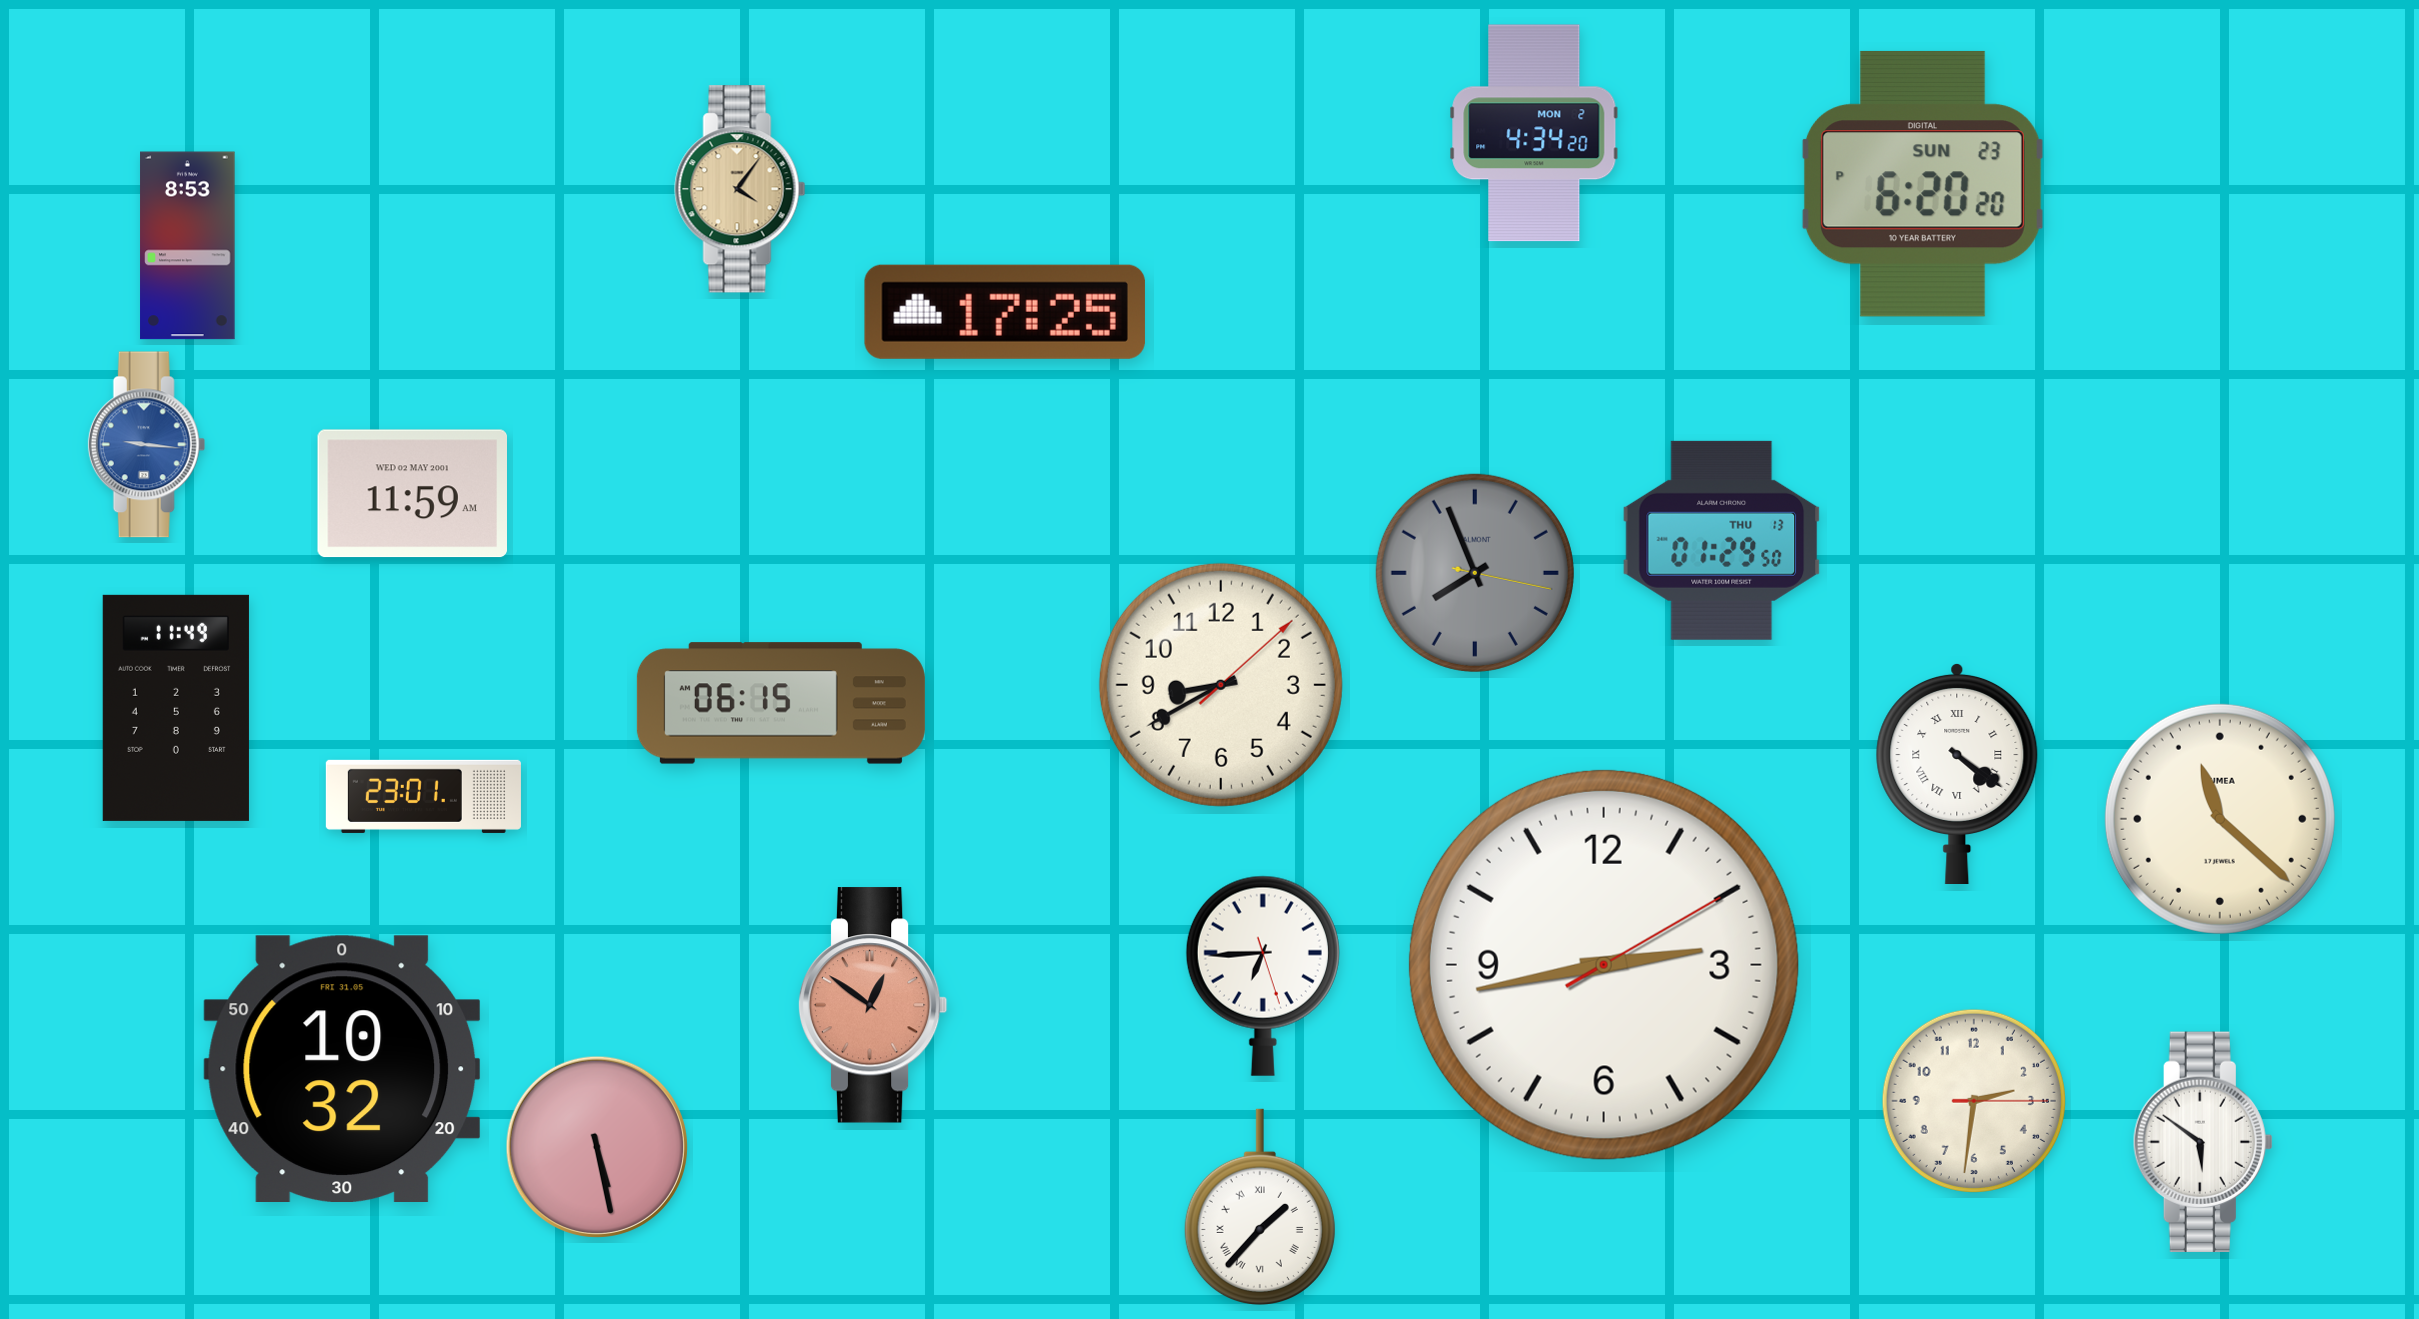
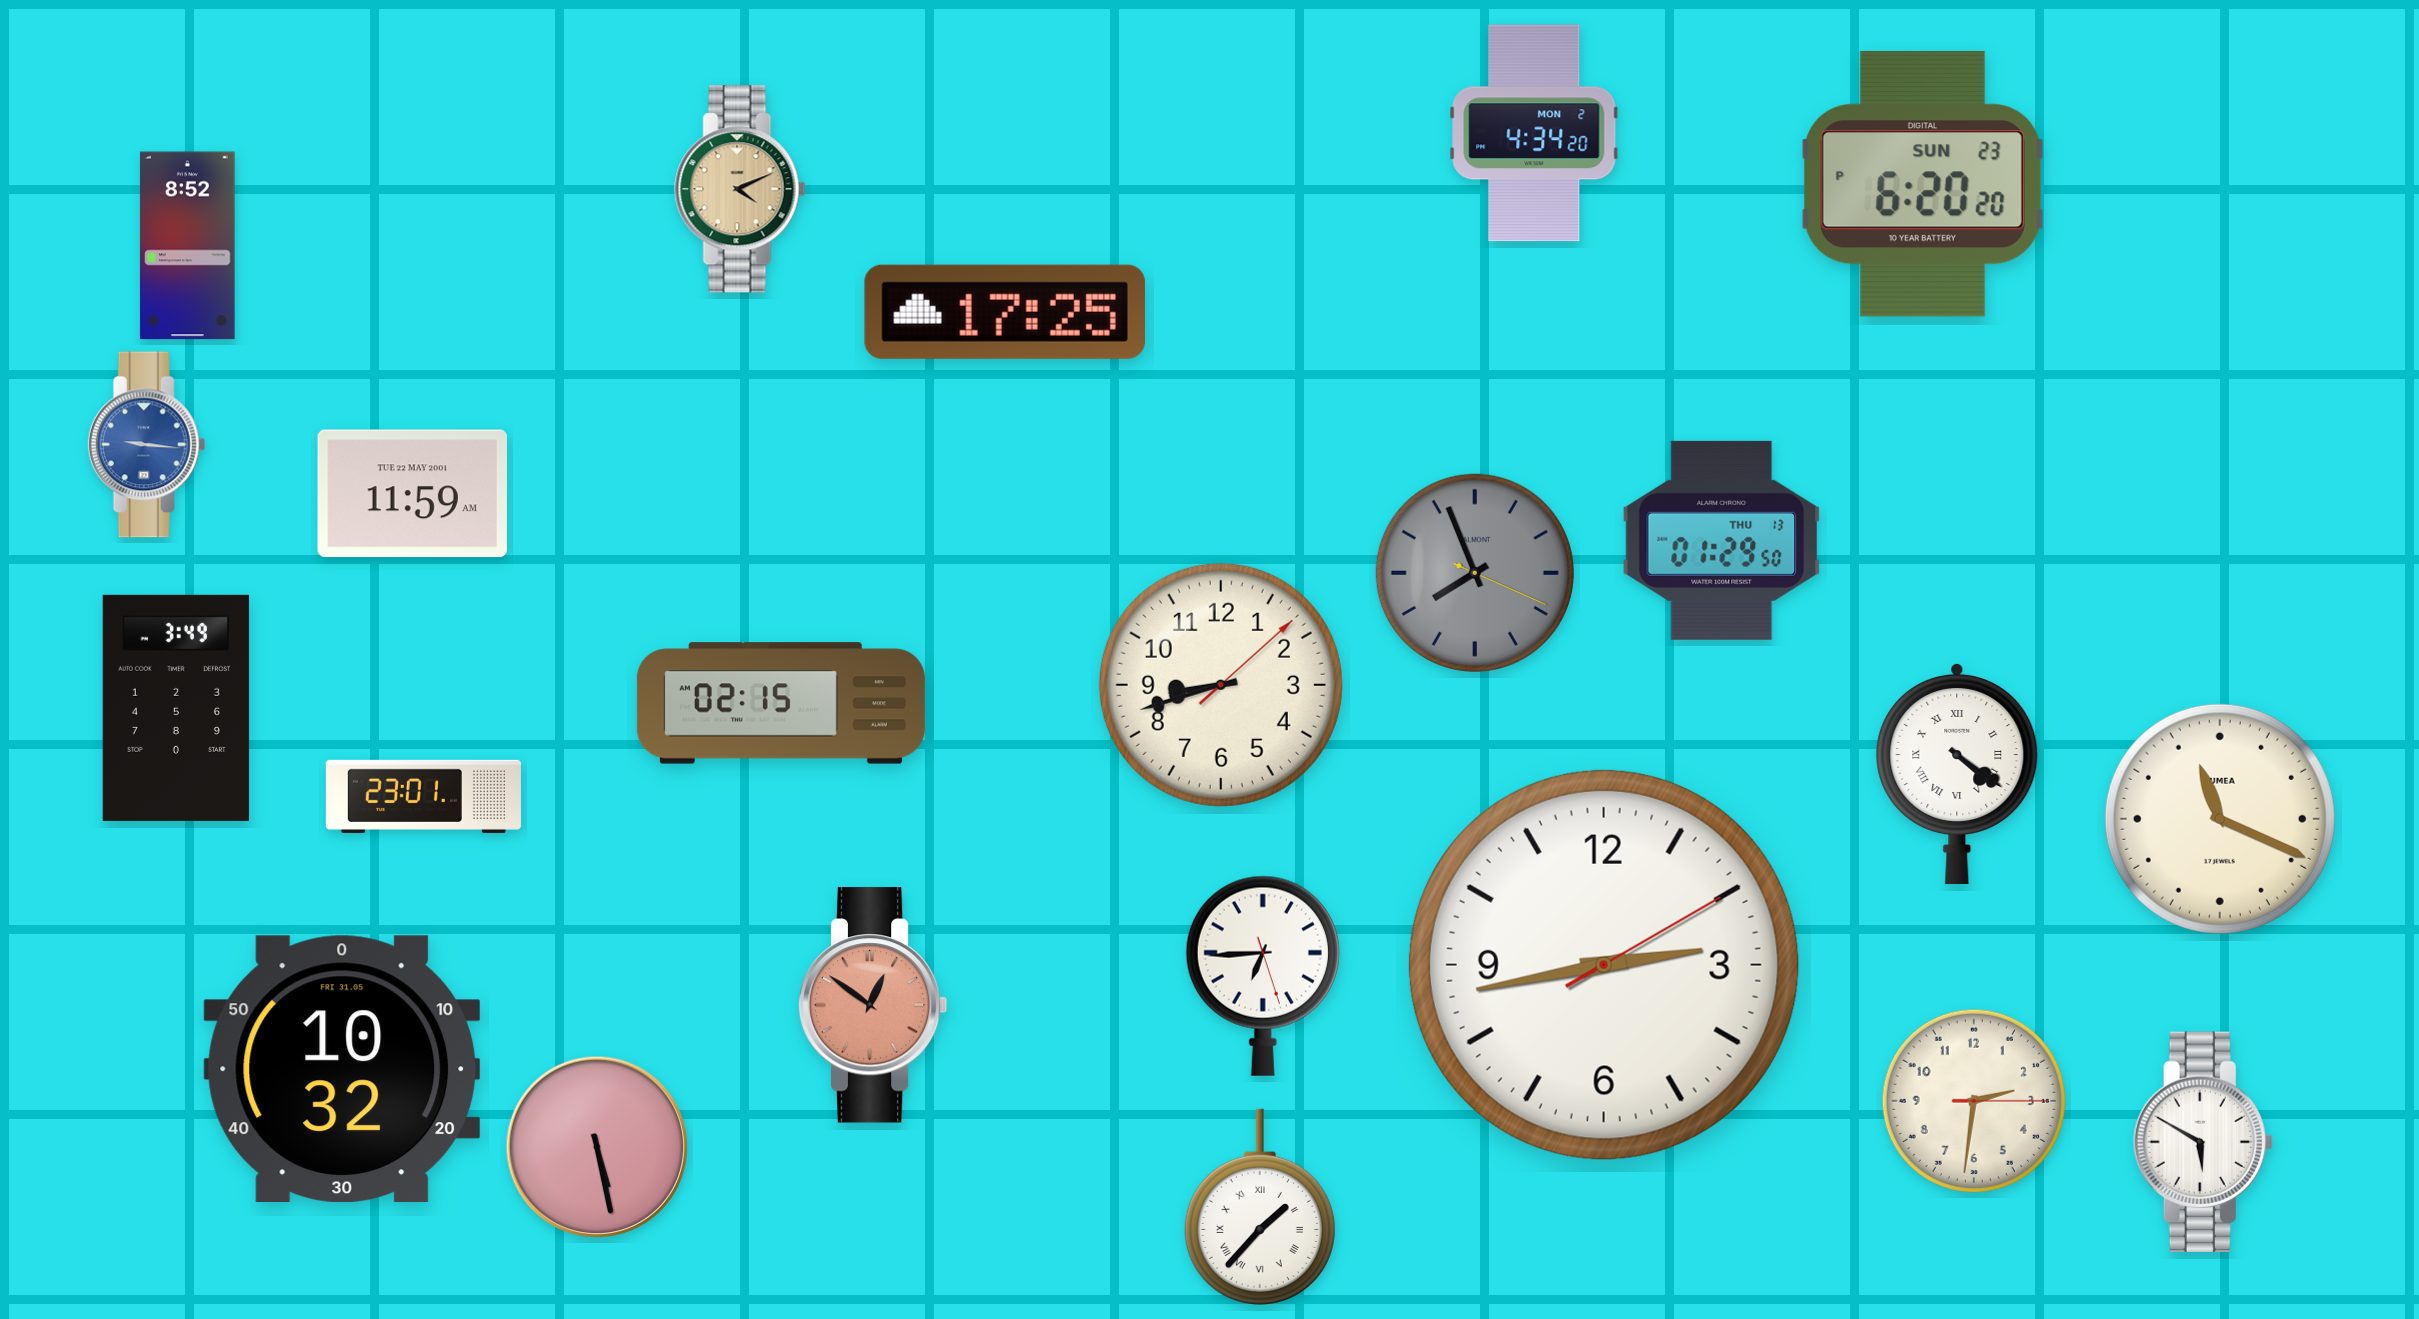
clock at (740, 189): 4:06 -> 4:11
clock at (188, 246): 8:53 -> 8:52
clock at (412, 494) date: WED 02 MAY 2001 -> TUE 22 MAY 2001
clock at (1475, 573): 7:56:17 -> 7:56:19
clock at (1221, 685): 8:40 -> 8:42
clock at (781, 703): 06:15 -> 02:15
clock at (176, 708): 11:49 -> 3:49
clock at (2220, 819): 11:22 -> 11:19
clock at (2203, 1141): 5:51 -> 5:50
